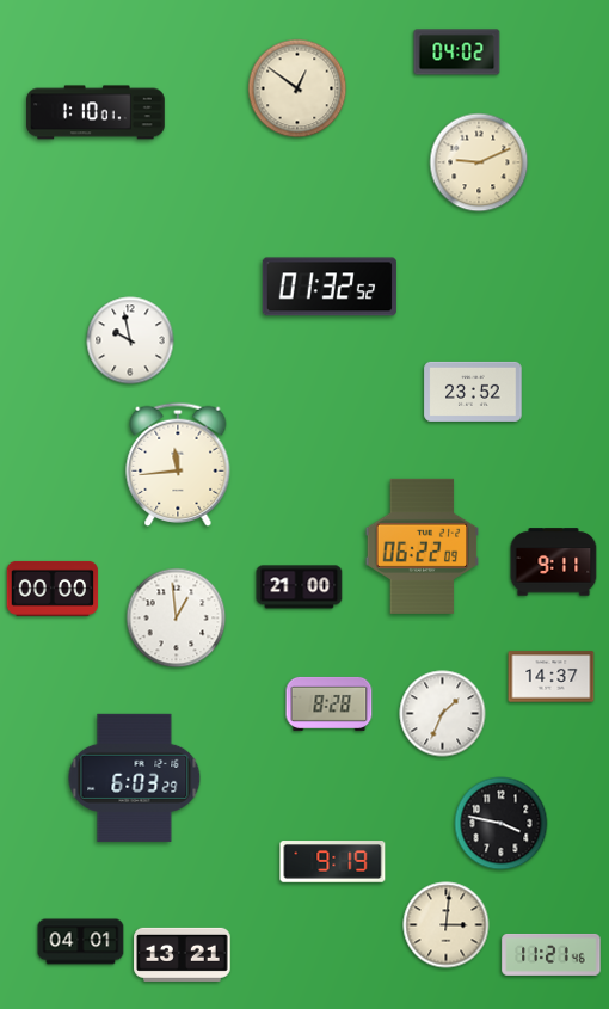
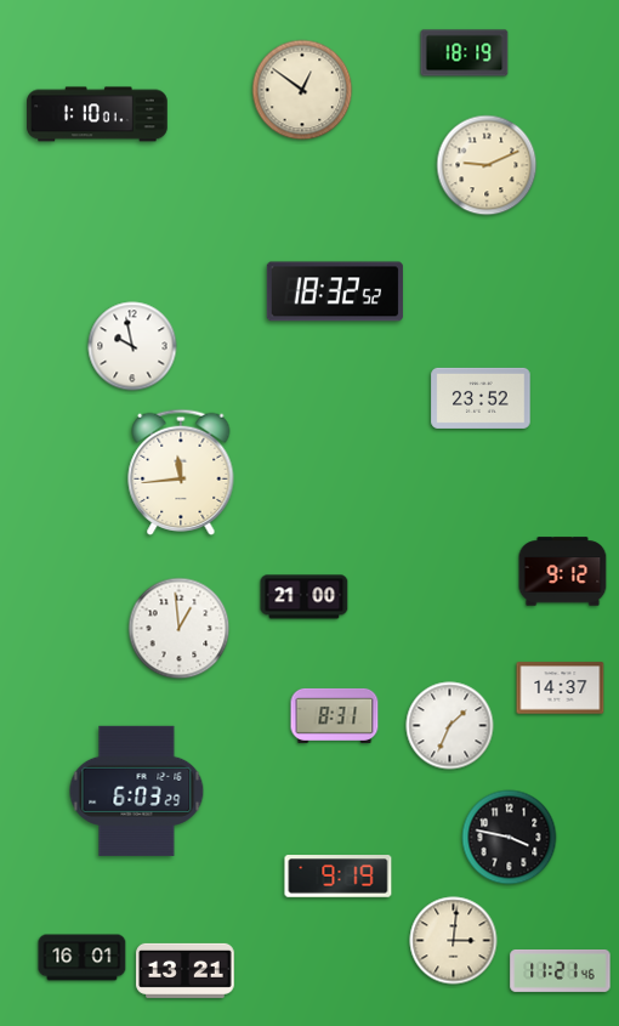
clock at (457, 53): 04:02 -> 18:19
clock at (330, 287): 01:32 -> 18:32
clock at (423, 546): 06:22 -> none
clock at (554, 562): 9:11 -> 9:12
clock at (53, 589): 00:00 -> none
clock at (330, 703): 8:28 -> 8:31
clock at (81, 942): 04:01 -> 16:01
